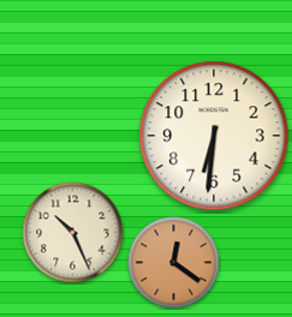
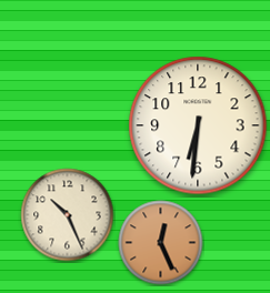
clock at (174, 263): 12:21 -> 12:26
